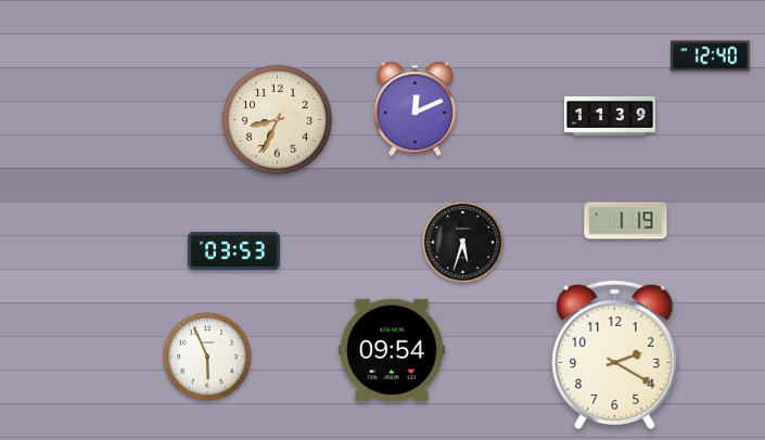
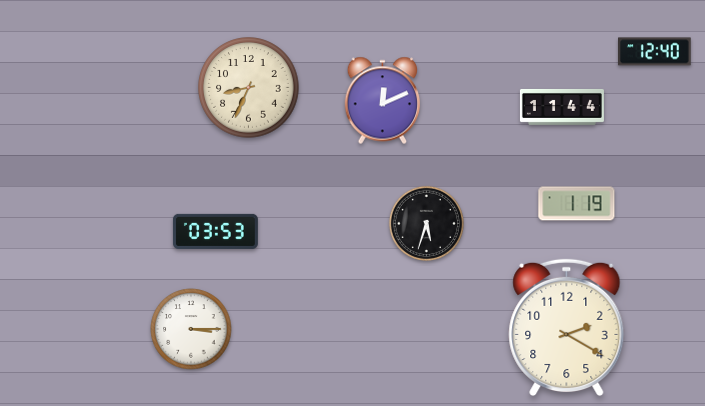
clock at (610, 116): 11:39 -> 11:44
clock at (278, 120) position: (278, 120) -> (249, 88)
clock at (392, 350): 09:54 -> none
clock at (207, 357): 5:56 -> 3:15
